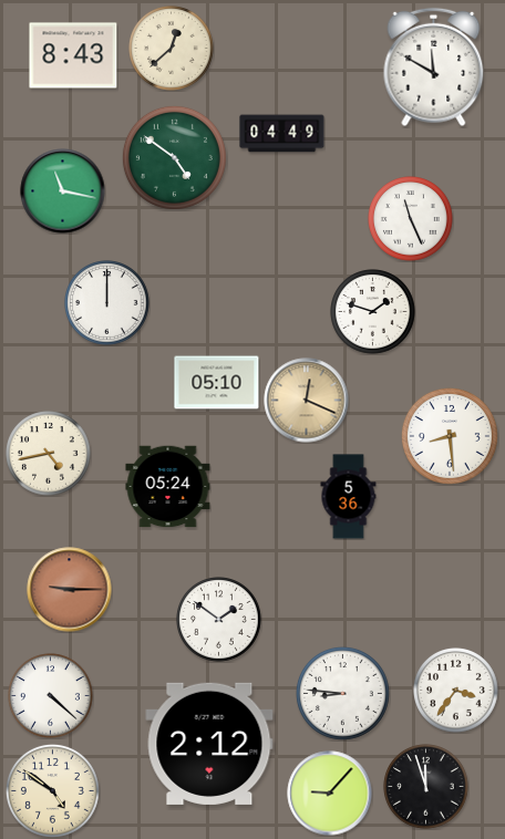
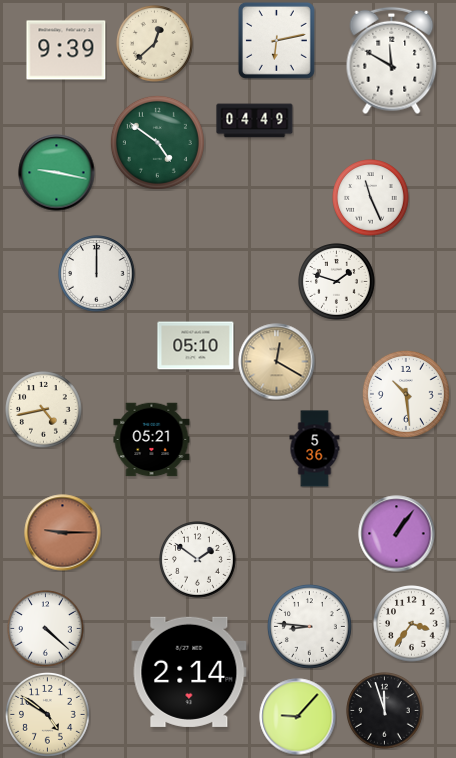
clock at (276, 40): none -> 6:13
clock at (73, 55): 8:43 -> 9:39
clock at (63, 191): 11:17 -> 9:17
clock at (307, 401): 12:19 -> 12:20
clock at (450, 436): 8:29 -> 10:29
clock at (168, 487): 05:24 -> 05:21
clock at (397, 534): none -> 1:06
clock at (209, 744): 2:12 -> 2:14
